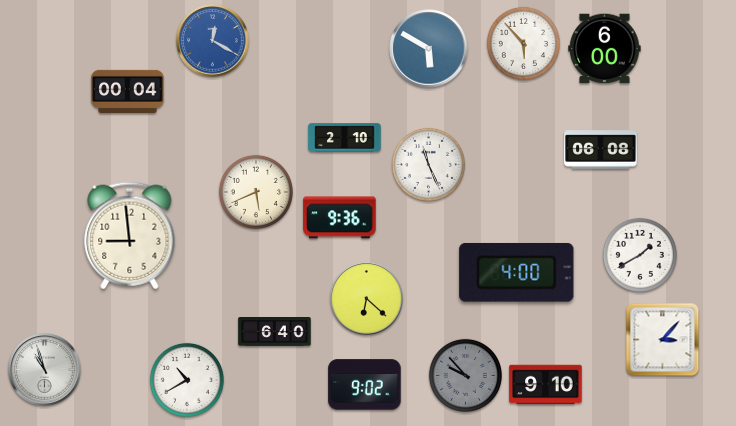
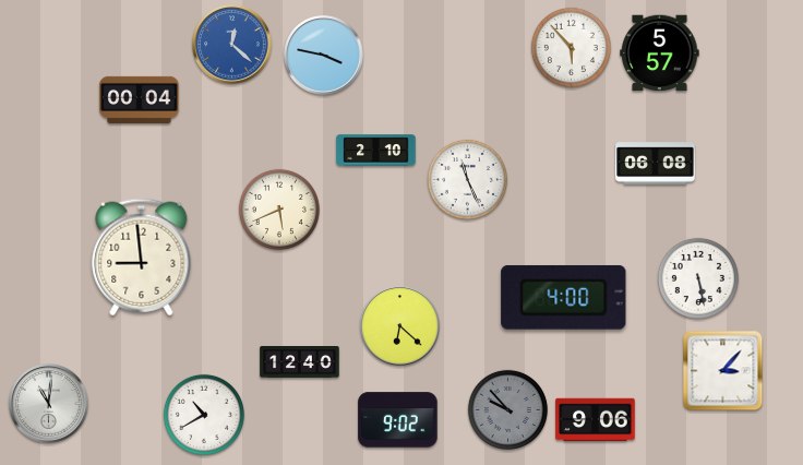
clock at (213, 41): 12:20 -> 12:22
clock at (429, 49): 5:50 -> none
clock at (605, 49): 6:00 -> 5:57
clock at (324, 56): none -> 3:47
clock at (340, 218): 9:36 -> none
clock at (640, 255): 1:40 -> 5:28
clock at (275, 332): 6:40 -> 12:40
clock at (45, 370): 10:57 -> 11:01
clock at (546, 385): 9:10 -> 9:06
